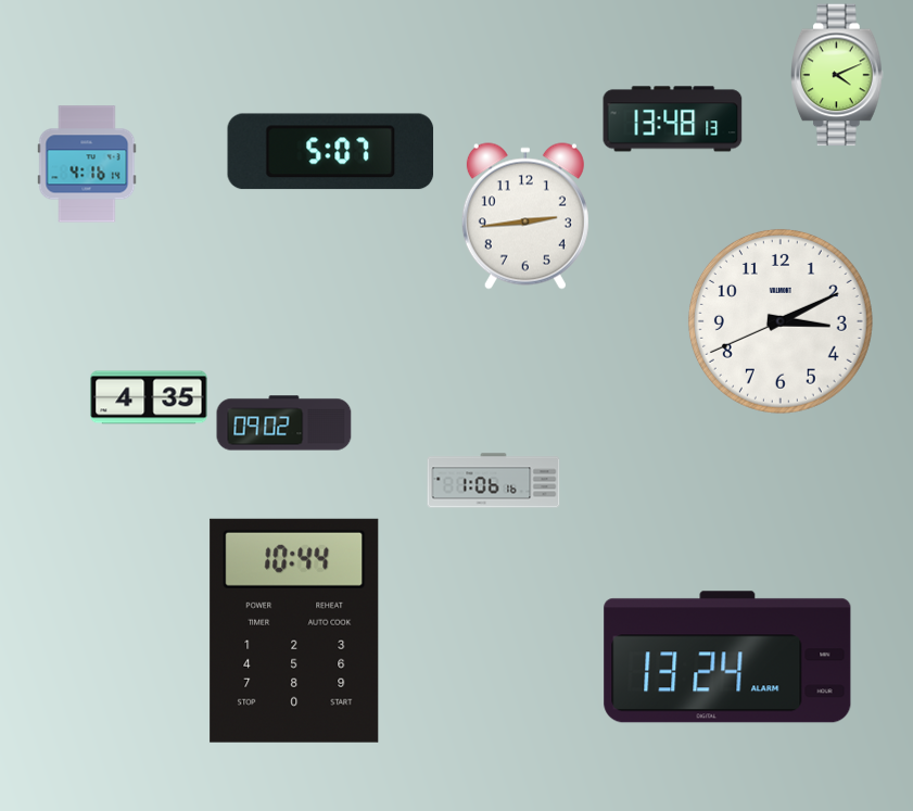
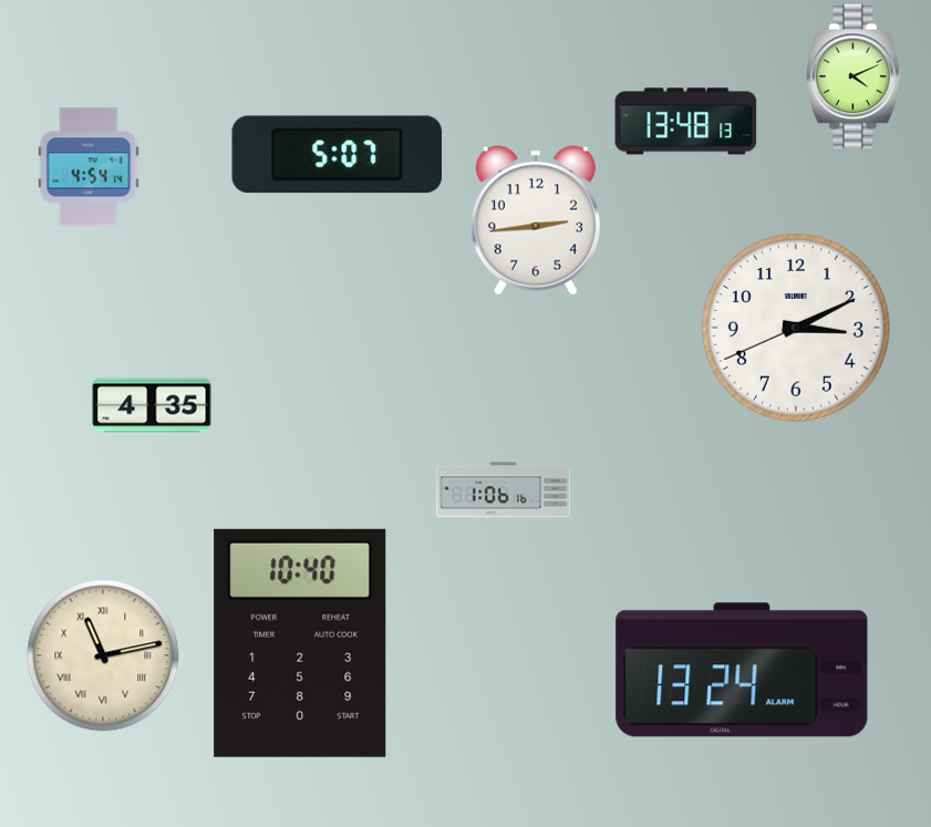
clock at (87, 164): 4:16 -> 4:54
clock at (284, 423): 09:02 -> none
clock at (294, 631): 10:44 -> 10:40
clock at (103, 655): none -> 11:13
